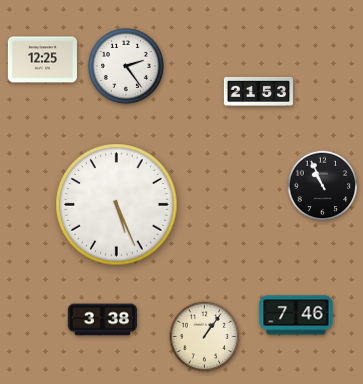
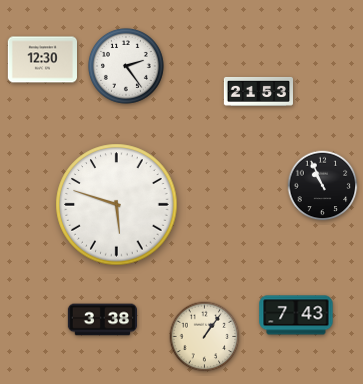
clock at (42, 60): 12:25 -> 12:30
clock at (117, 205): 5:26 -> 5:48
clock at (296, 315): 7:46 -> 7:43
